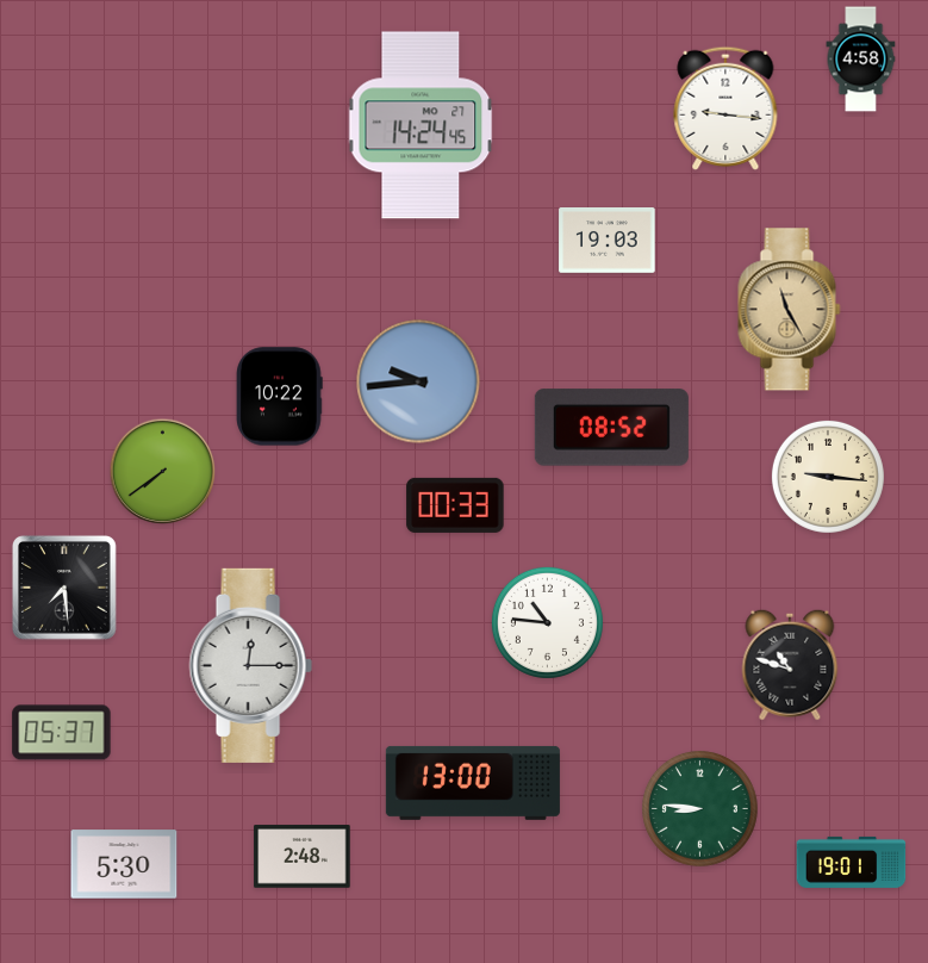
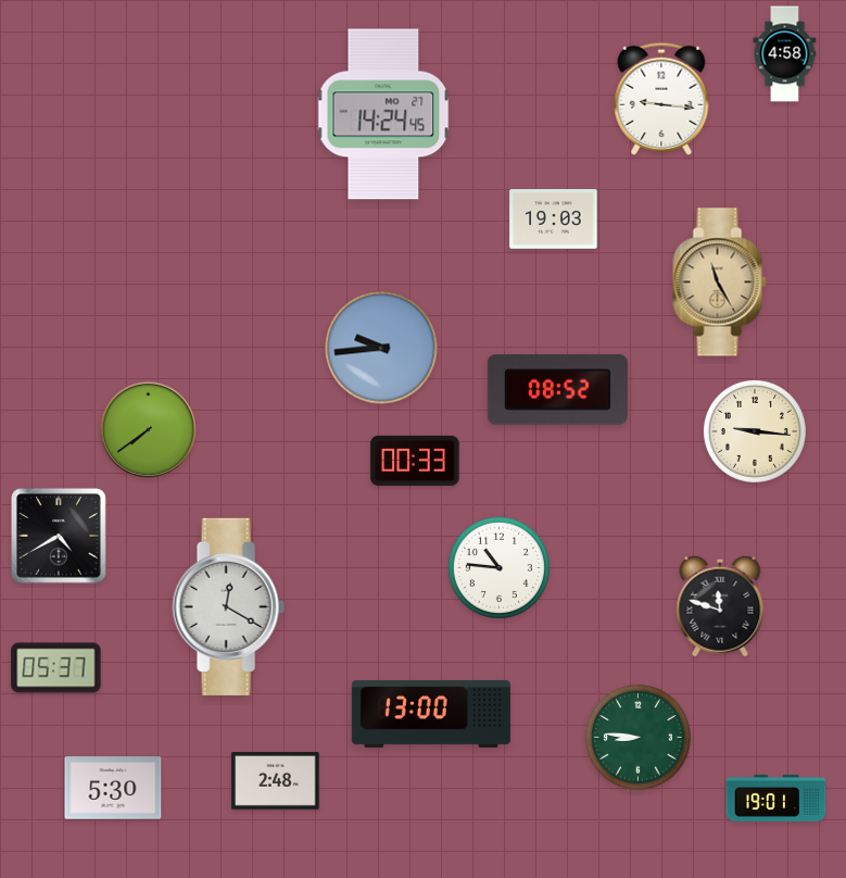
clock at (280, 397): 10:22 -> none
clock at (828, 477) position: (828, 477) -> (755, 431)
clock at (64, 588): 7:29 -> 4:40
clock at (250, 665): 12:15 -> 12:20
clock at (790, 665): 10:48 -> 11:48
clock at (852, 862) position: (852, 862) -> (776, 798)
